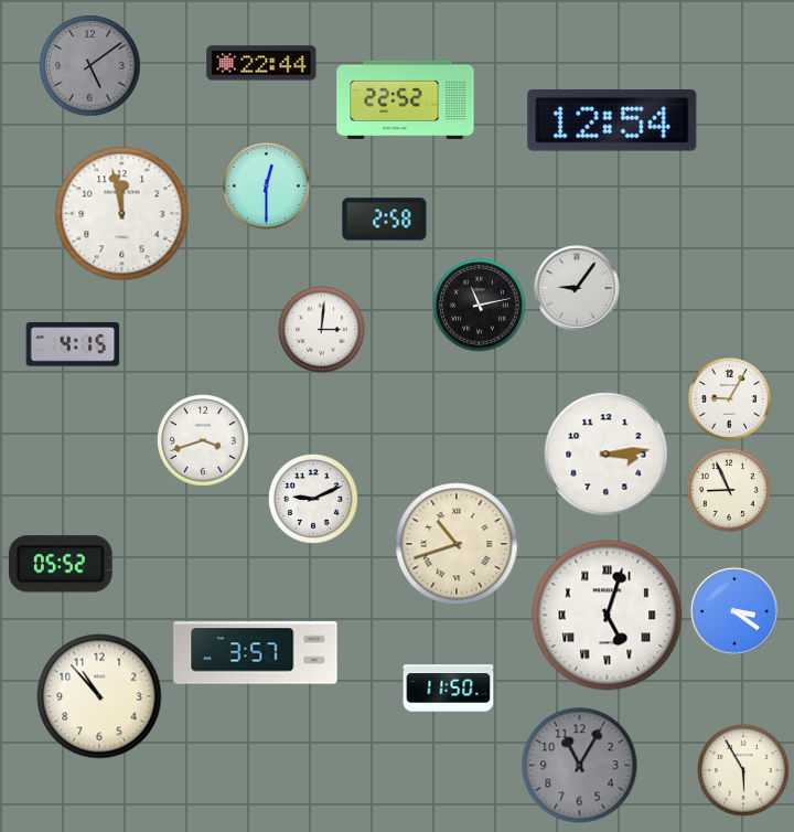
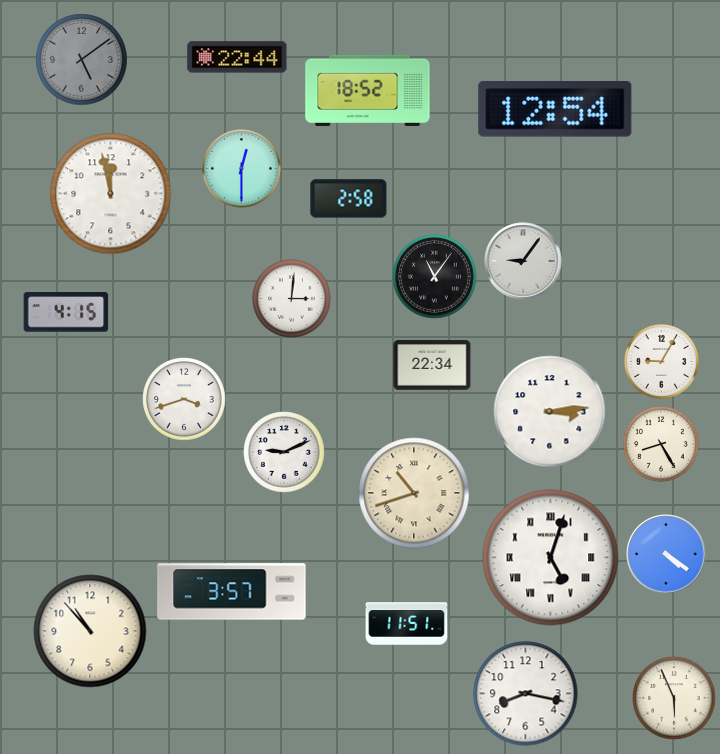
clock at (406, 99): 22:52 -> 18:52
clock at (480, 306): 11:13 -> 11:06
clock at (432, 365): none -> 22:34
clock at (730, 491): 8:56 -> 8:25
clock at (61, 564): 05:52 -> none
clock at (734, 611): 3:21 -> 4:21
clock at (449, 689): 11:50 -> 11:51
clock at (580, 766): 11:05 -> 8:17
clock at (580, 766) dial: grey -> white
clock at (743, 770): 5:55 -> 5:56
